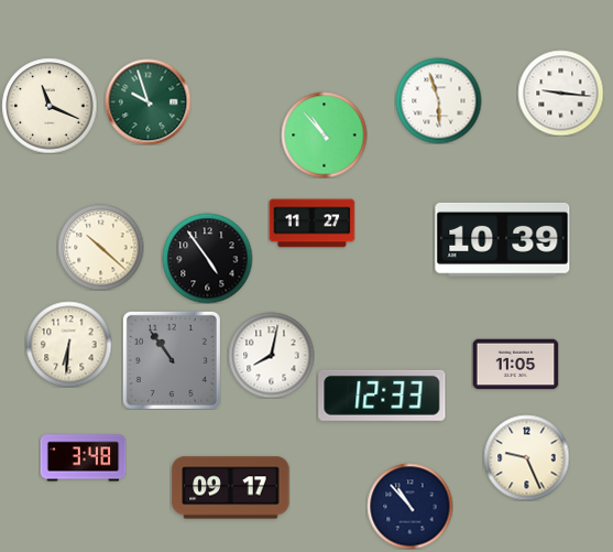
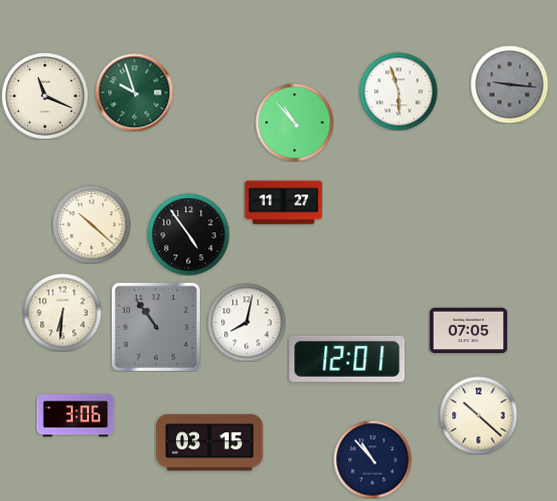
clock at (560, 93) dial: white -> grey
clock at (503, 239): 10:39 -> none
clock at (515, 365): 11:05 -> 07:05
clock at (382, 396): 12:33 -> 12:01
clock at (526, 457): 9:26 -> 10:22
clock at (83, 458): 3:48 -> 3:06
clock at (231, 488): 09:17 -> 03:15
